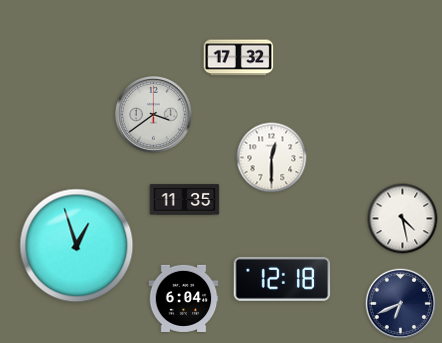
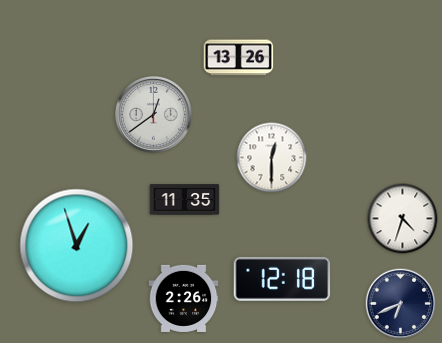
clock at (239, 58): 17:32 -> 13:26
clock at (154, 115): 3:39 -> 12:39
clock at (403, 219): 4:28 -> 4:33
clock at (184, 298): 6:04 -> 2:26
